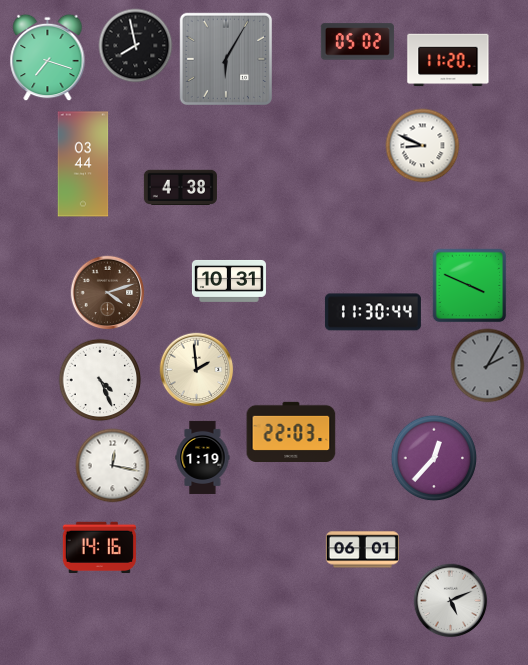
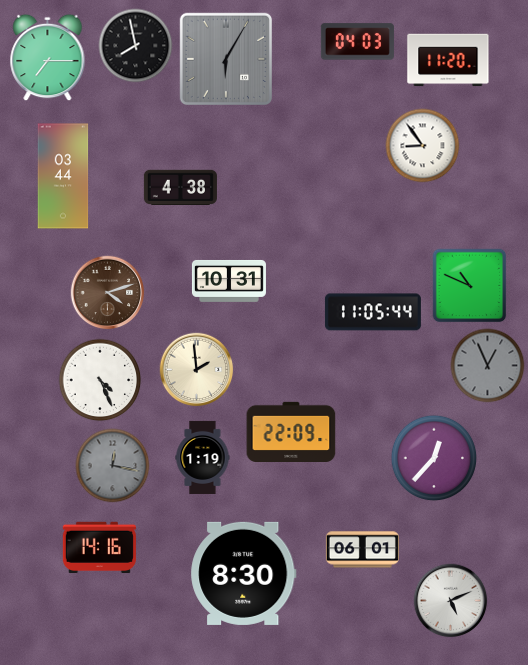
clock at (357, 42): 05:02 -> 04:03
clock at (48, 58): 7:18 -> 7:15
clock at (423, 146): 8:49 -> 8:54
clock at (83, 164) position: (83, 164) -> (63, 176)
clock at (470, 286): 3:49 -> 10:49
clock at (373, 312): 11:30 -> 11:05
clock at (488, 366): 2:05 -> 12:56
clock at (291, 431): 22:03 -> 22:09
clock at (113, 466) dial: white -> grey
clock at (244, 573): none -> 8:30
